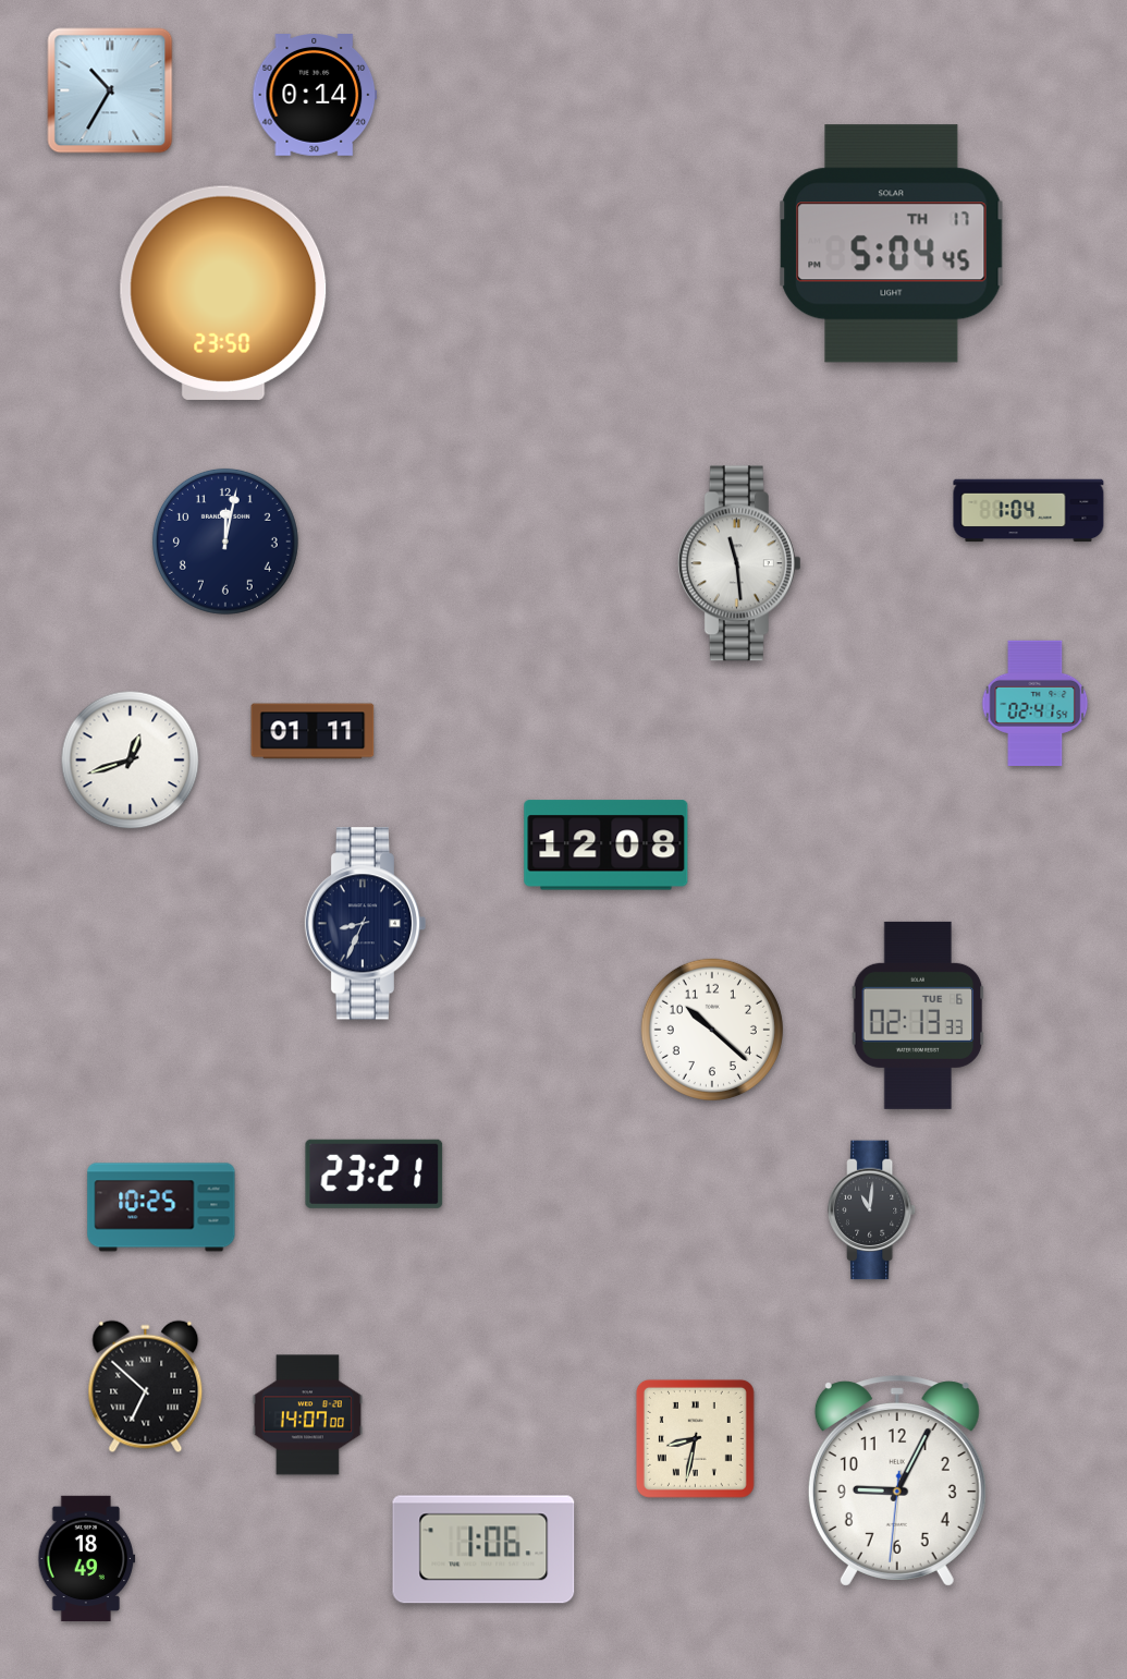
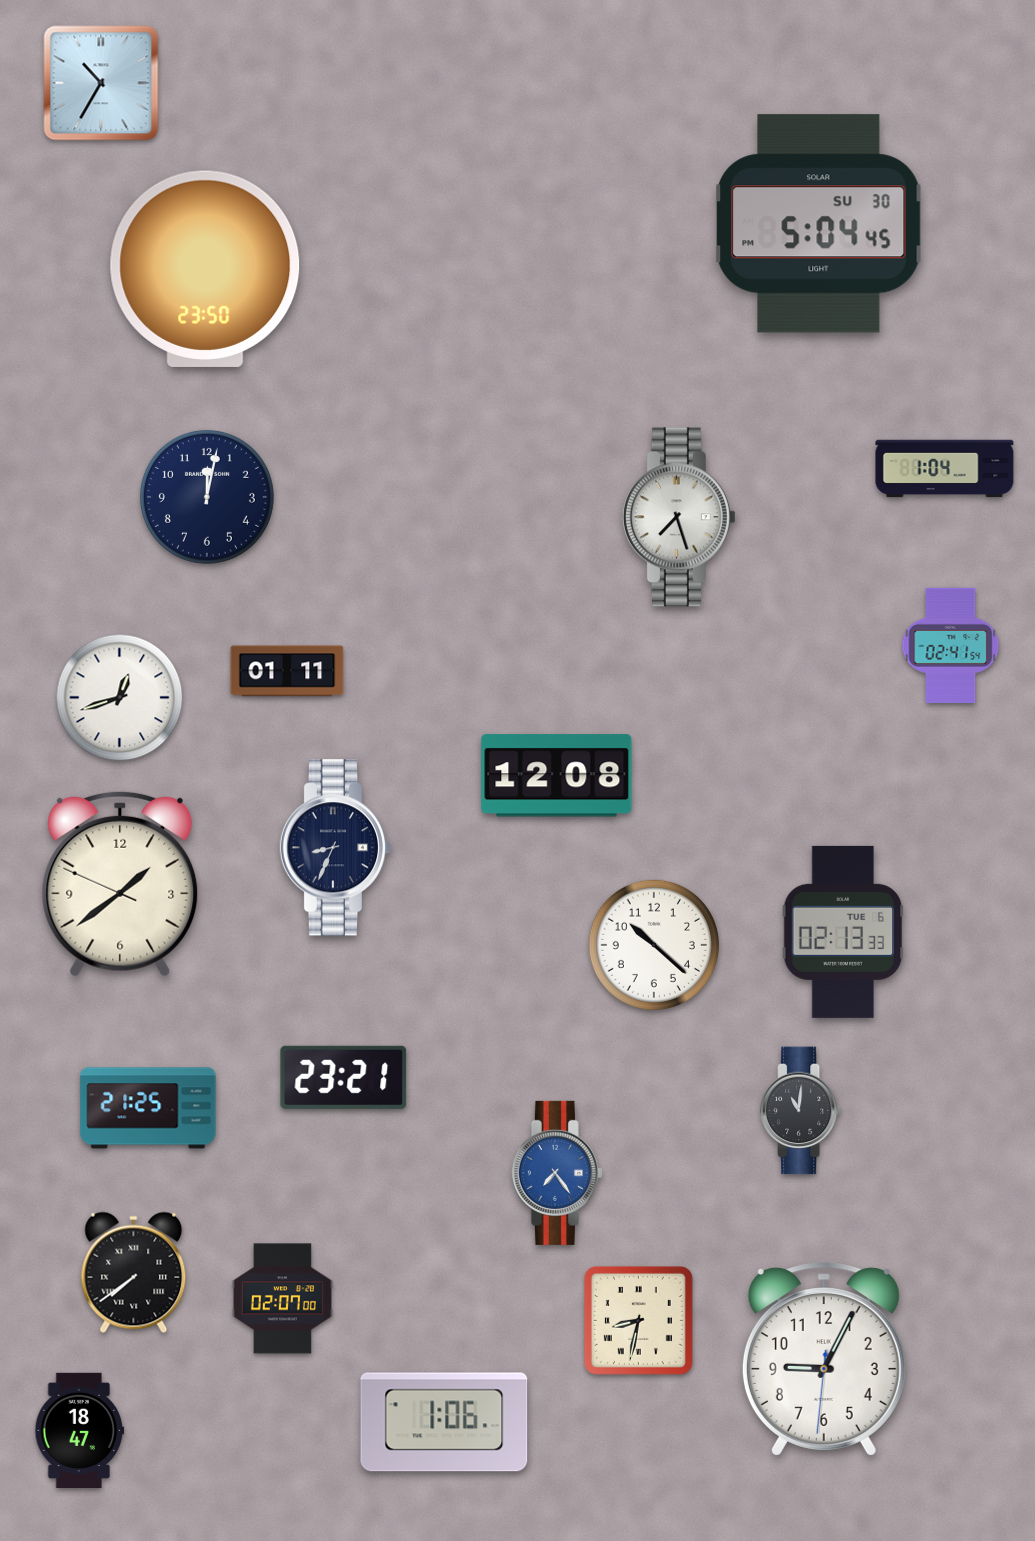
clock at (315, 95): 0:14 -> none
clock at (892, 244) date: TH 17 -> SU 30
clock at (739, 563): 11:29 -> 7:27
clock at (120, 884): none -> 1:38
clock at (161, 1207): 10:25 -> 21:25
clock at (557, 1173): none -> 7:24
clock at (146, 1387): 6:52 -> 7:39
clock at (307, 1415): 14:07 -> 02:07
clock at (87, 1558): 18:49 -> 18:47
